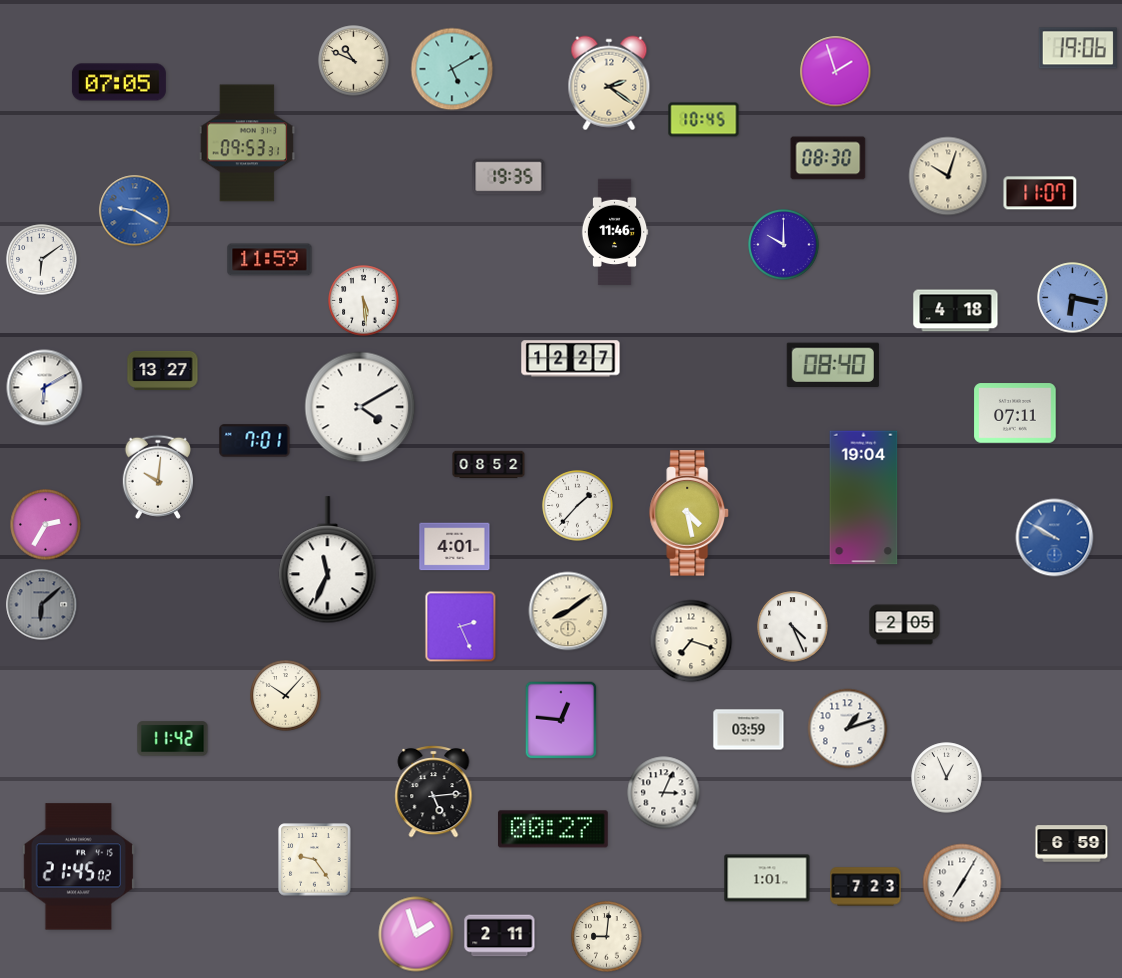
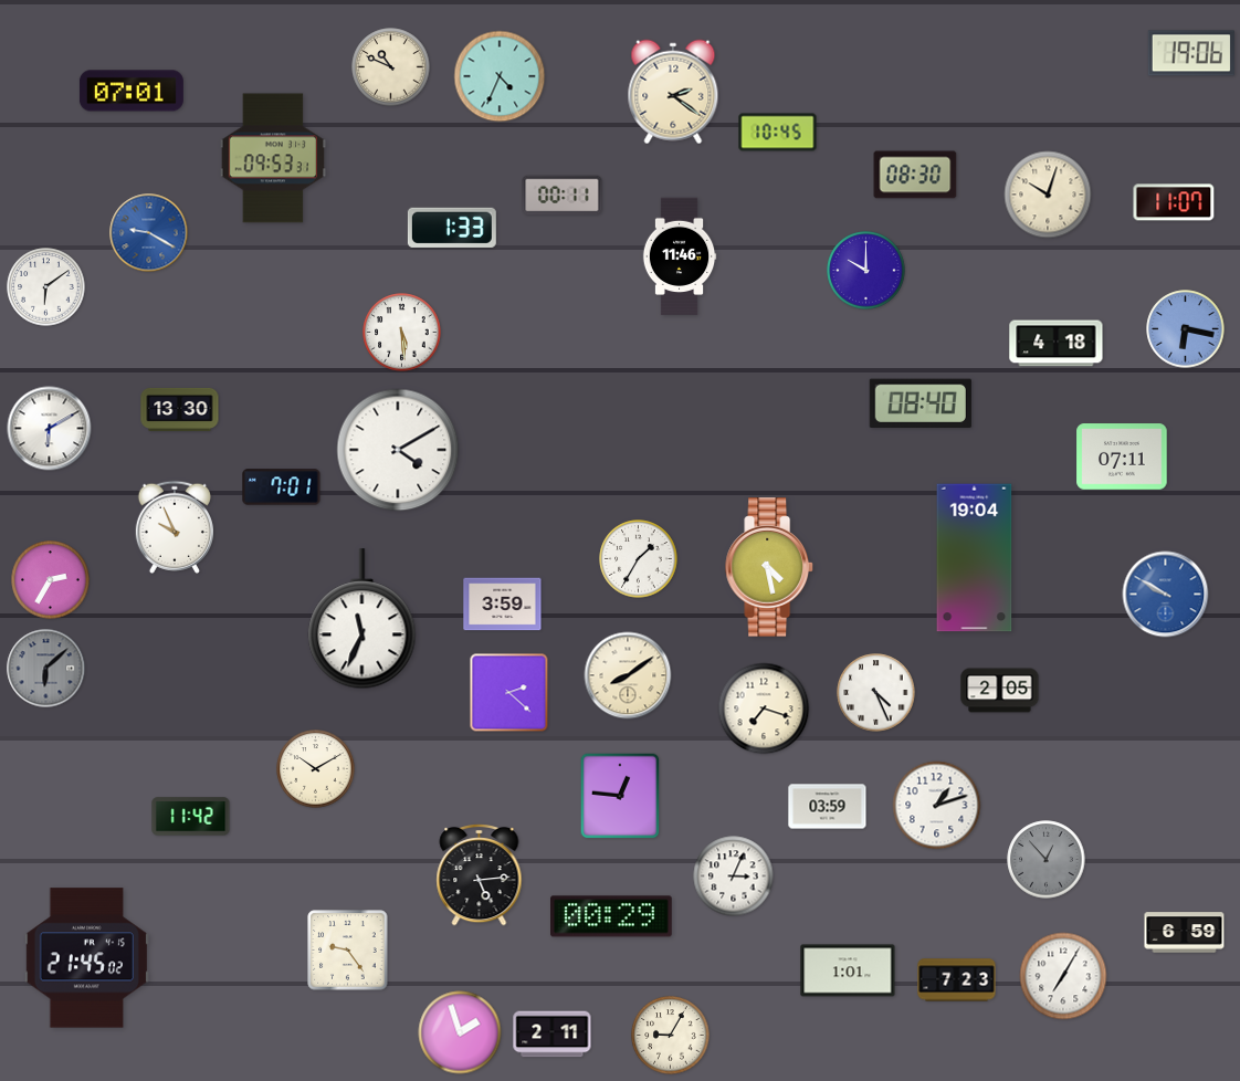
clock at (452, 69): 5:10 -> 4:34
clock at (836, 72): 1:57 -> none
clock at (119, 82): 07:05 -> 07:01
clock at (509, 177): 19:35 -> 00:11
clock at (1040, 193) position: (1040, 193) -> (1174, 202)
clock at (452, 228): none -> 1:33
clock at (270, 260): 11:59 -> none
clock at (571, 359): 12:27 -> none
clock at (163, 370): 13:27 -> 13:30
clock at (489, 465): 08:52 -> none
clock at (158, 477): 10:01 -> 9:56
clock at (864, 498) position: (864, 498) -> (975, 558)
clock at (578, 506): 1:37 -> 1:35
clock at (689, 513) position: (689, 513) -> (769, 567)
clock at (455, 547): 4:01 -> 3:59
clock at (461, 627): 2:26 -> 2:22
clock at (286, 696): 10:07 -> 10:10
clock at (947, 778): 12:56 -> 12:53
clock at (947, 778) dial: white -> grey
clock at (554, 829): 00:27 -> 00:29
clock at (607, 937): 9:01 -> 9:05
